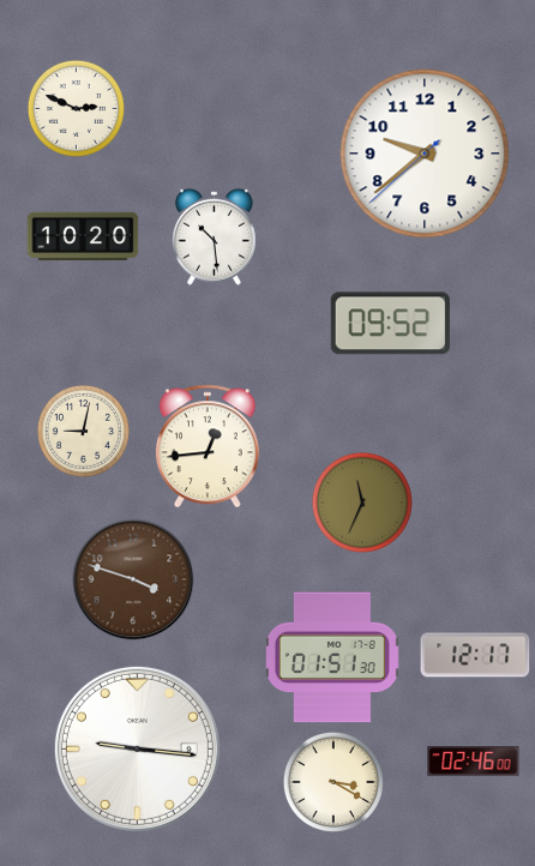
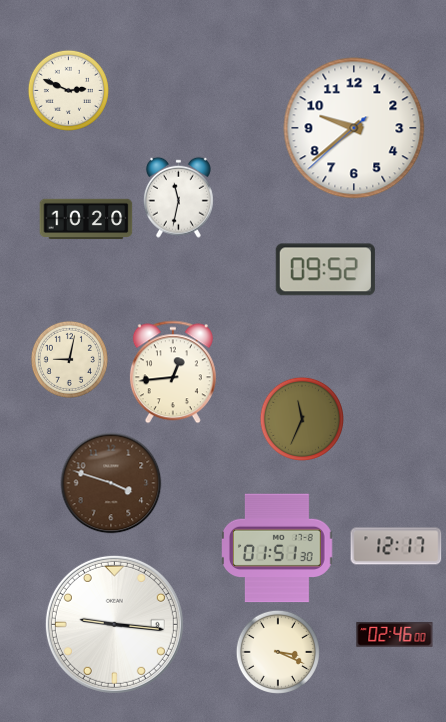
clock at (76, 108) position: (76, 108) -> (68, 90)
clock at (83, 236) position: (83, 236) -> (86, 219)
clock at (214, 236): 10:29 -> 11:32
clock at (333, 782): 3:20 -> 3:19
